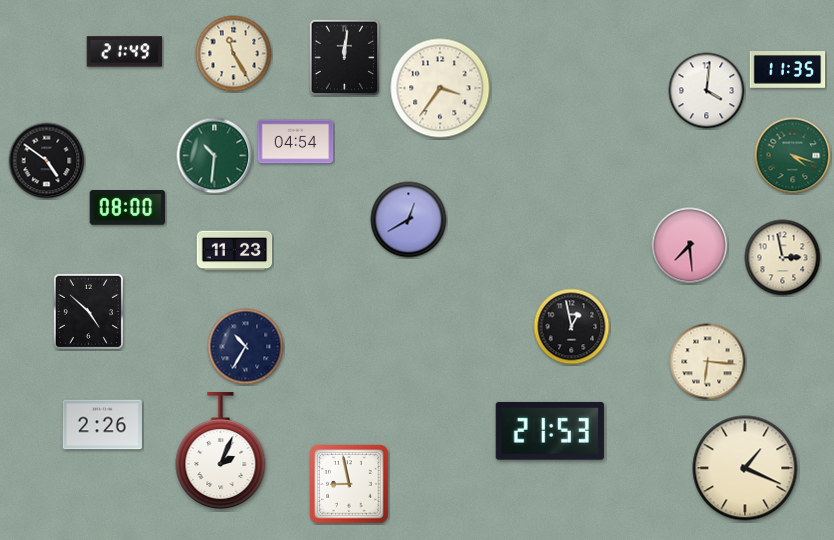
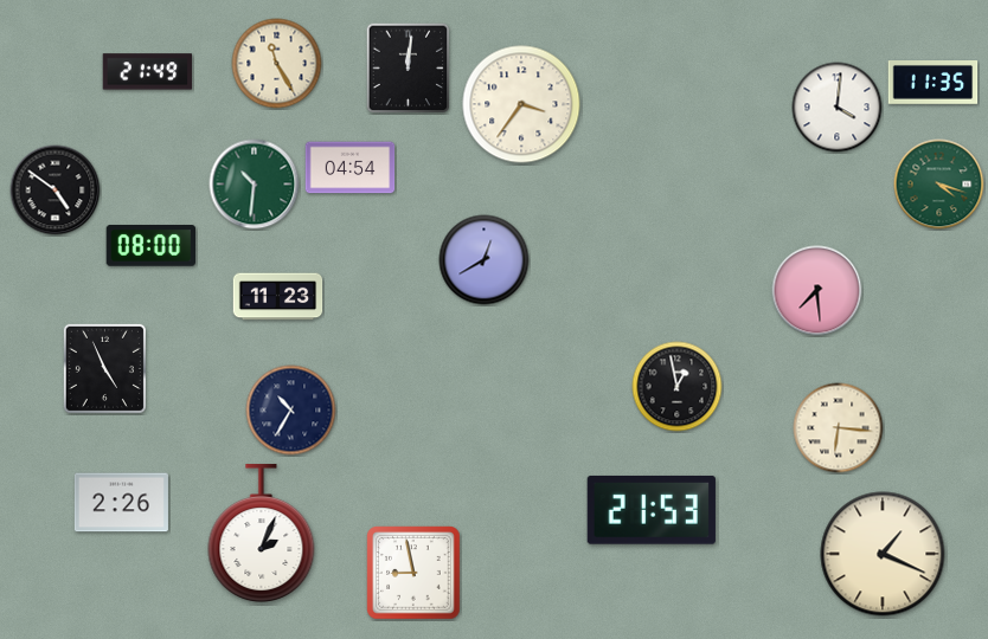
clock at (125, 52) position: (125, 52) -> (148, 72)
clock at (783, 258): 2:58 -> none
clock at (88, 311): 4:52 -> 4:56
